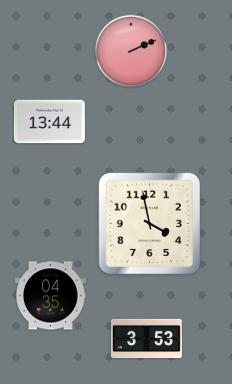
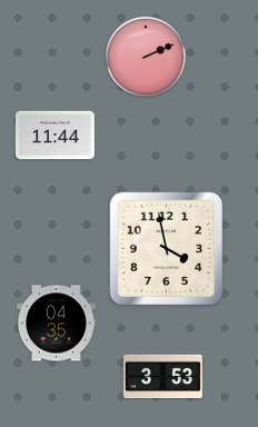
clock at (49, 122): 13:44 -> 11:44
clock at (50, 296) position: (50, 296) -> (56, 324)
